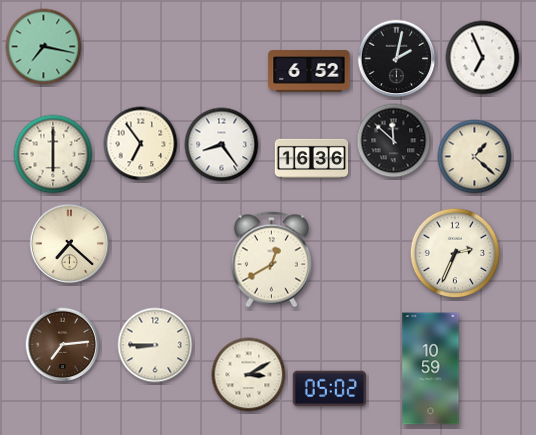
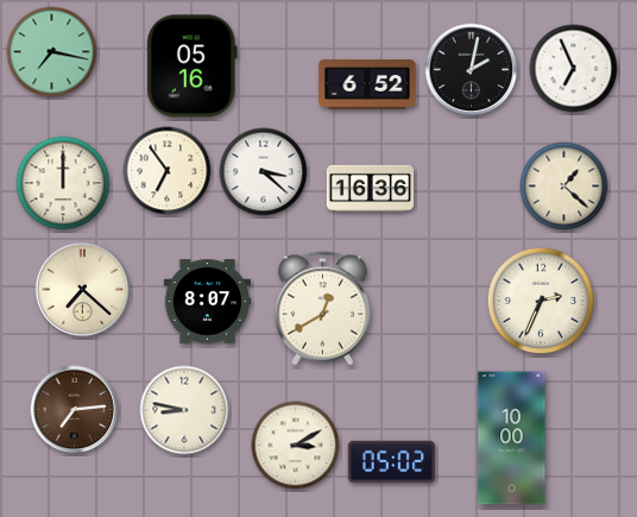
clock at (44, 47) position: (44, 47) -> (52, 52)
clock at (191, 67): none -> 05:16
clock at (394, 141): 11:52 -> none
clock at (222, 145): 8:24 -> 3:22
clock at (53, 154): 6:00 -> 12:00
clock at (208, 302): none -> 8:07
clock at (155, 345): 8:45 -> 8:47
clock at (431, 369): 10:59 -> 10:00
